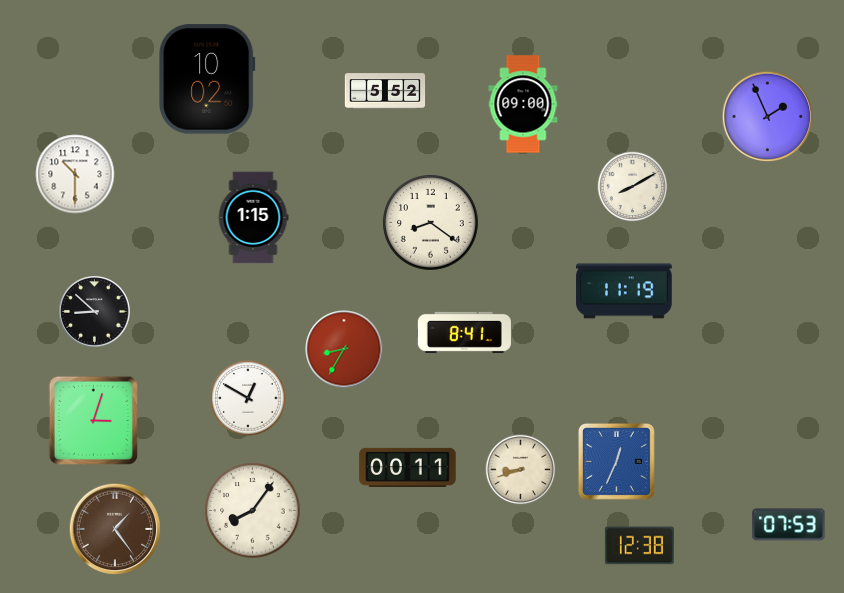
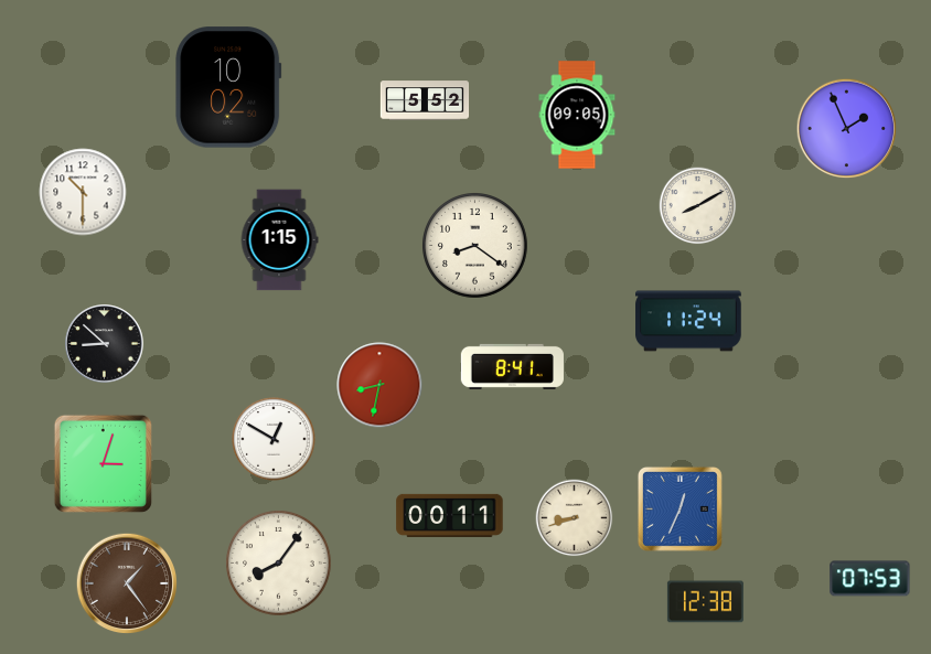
clock at (523, 104): 09:00 -> 09:05
clock at (624, 291): 11:19 -> 11:24
clock at (344, 349): 8:35 -> 8:32
